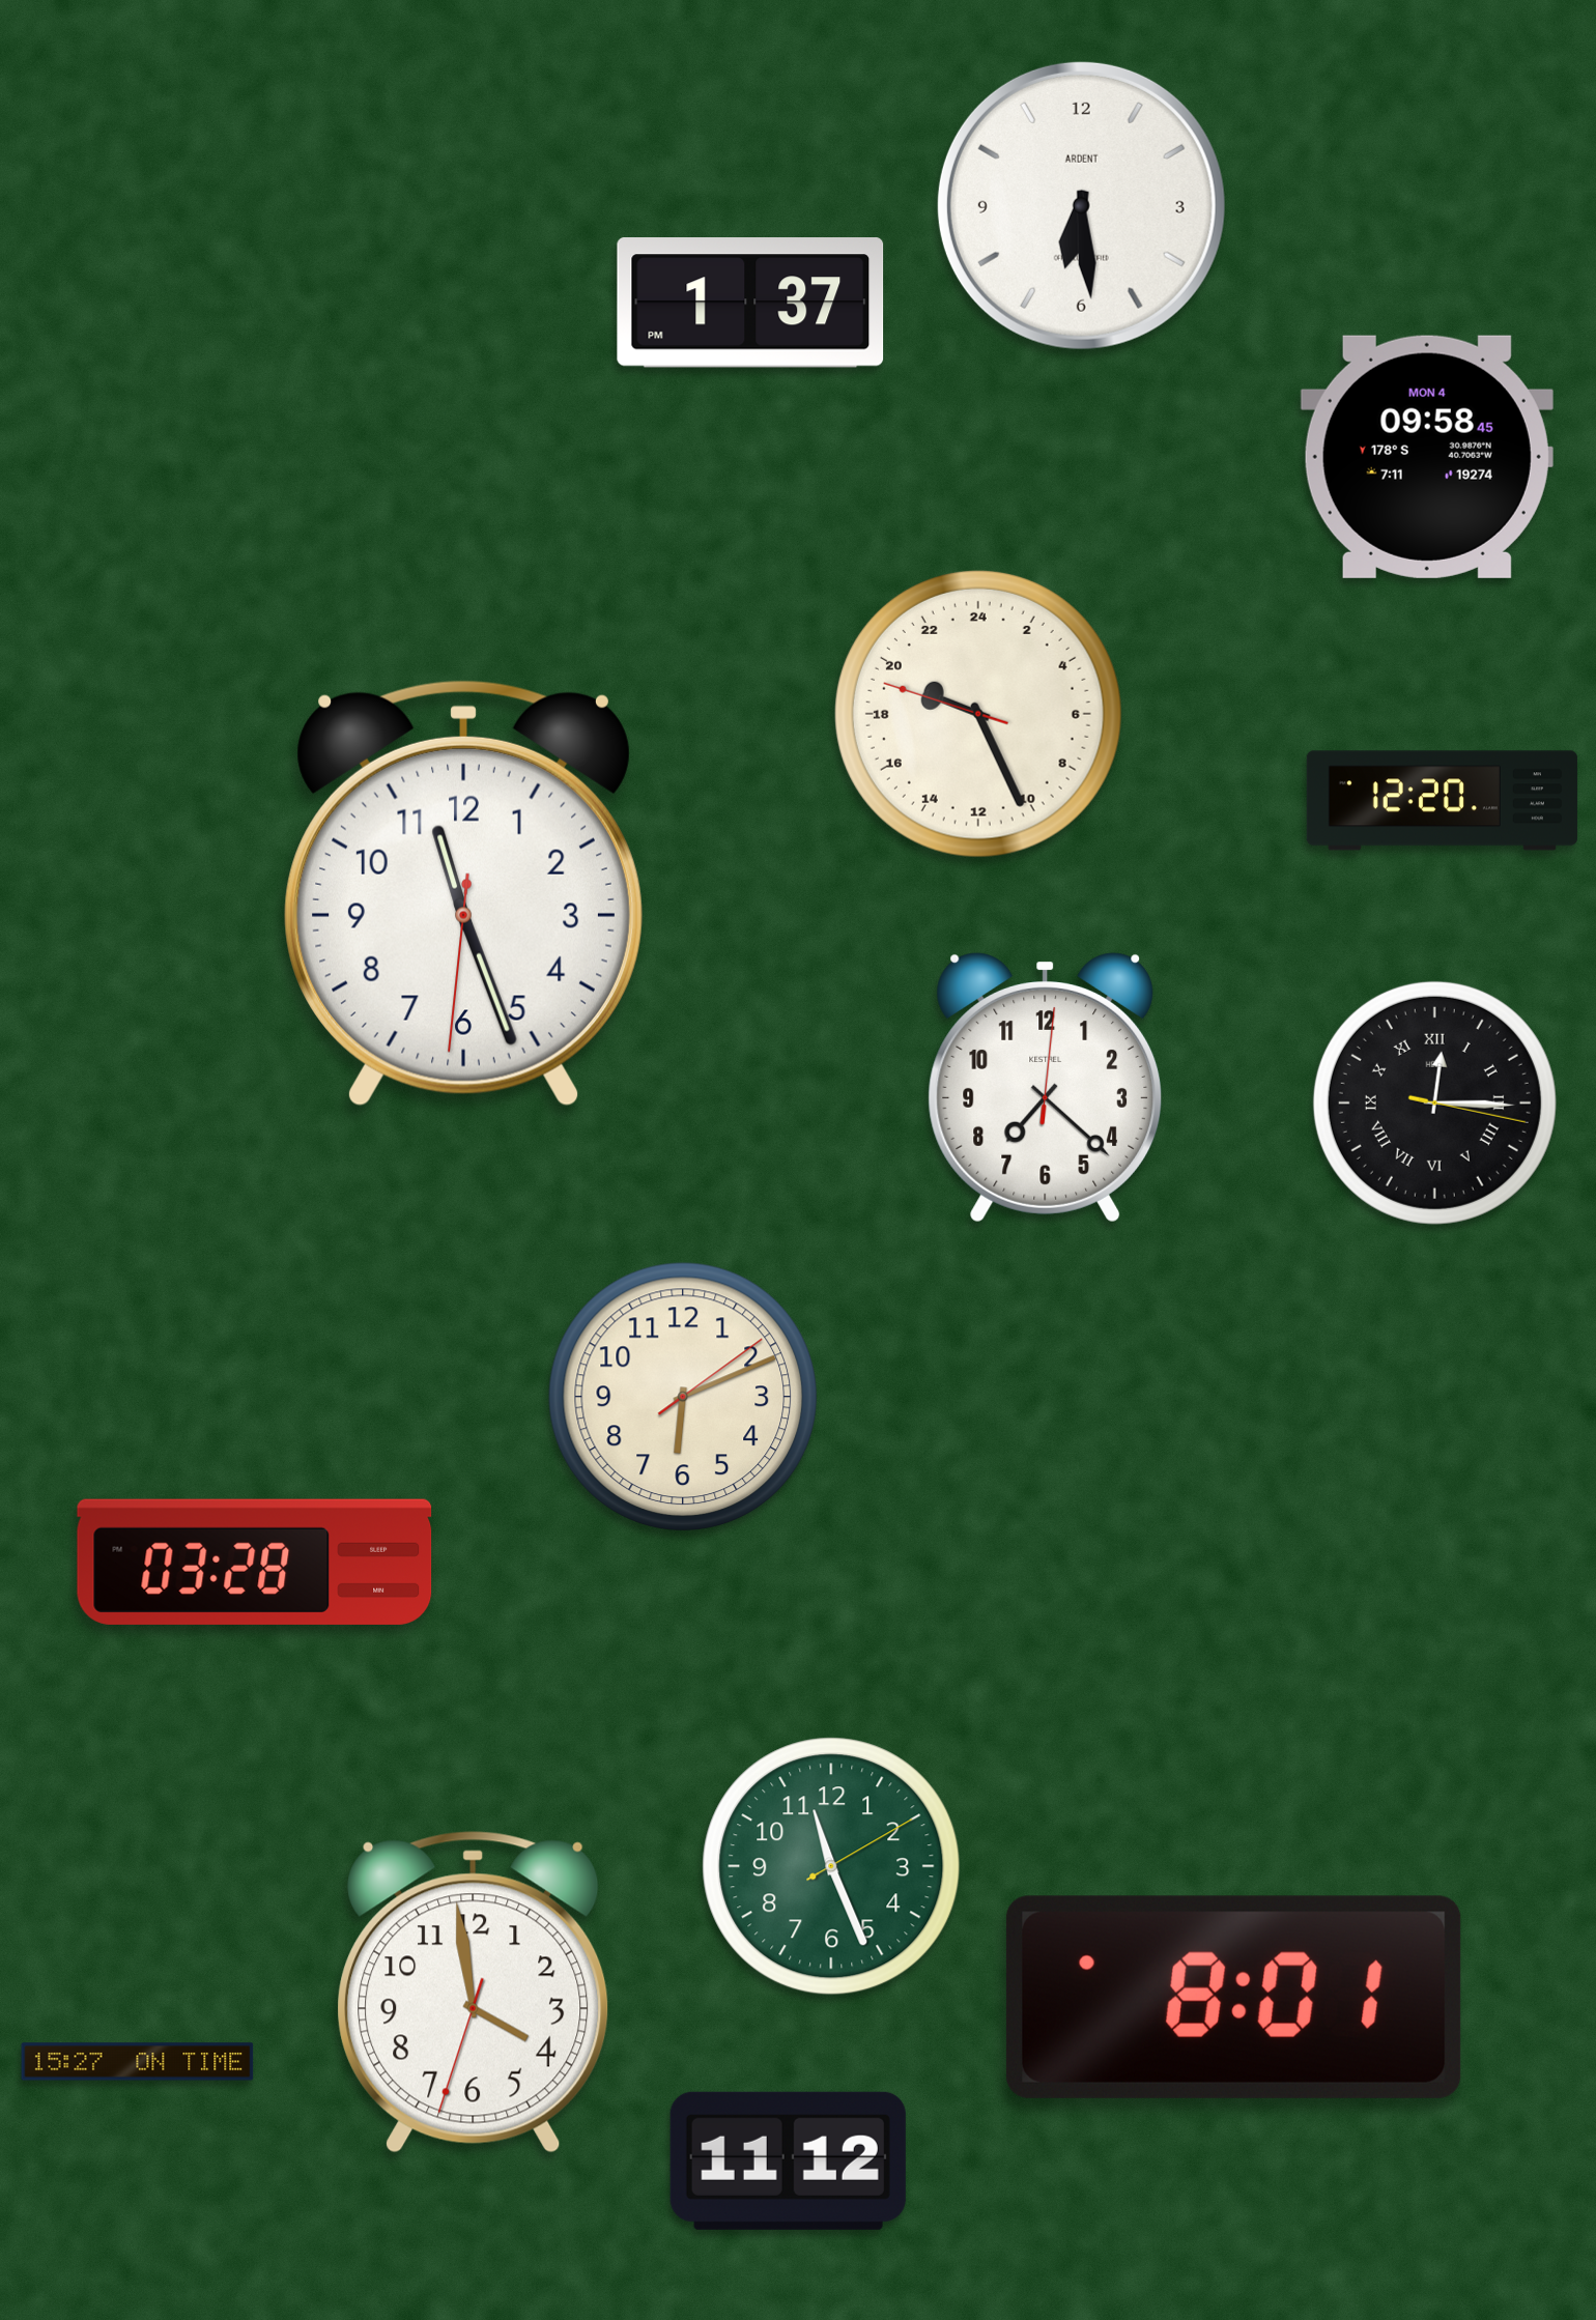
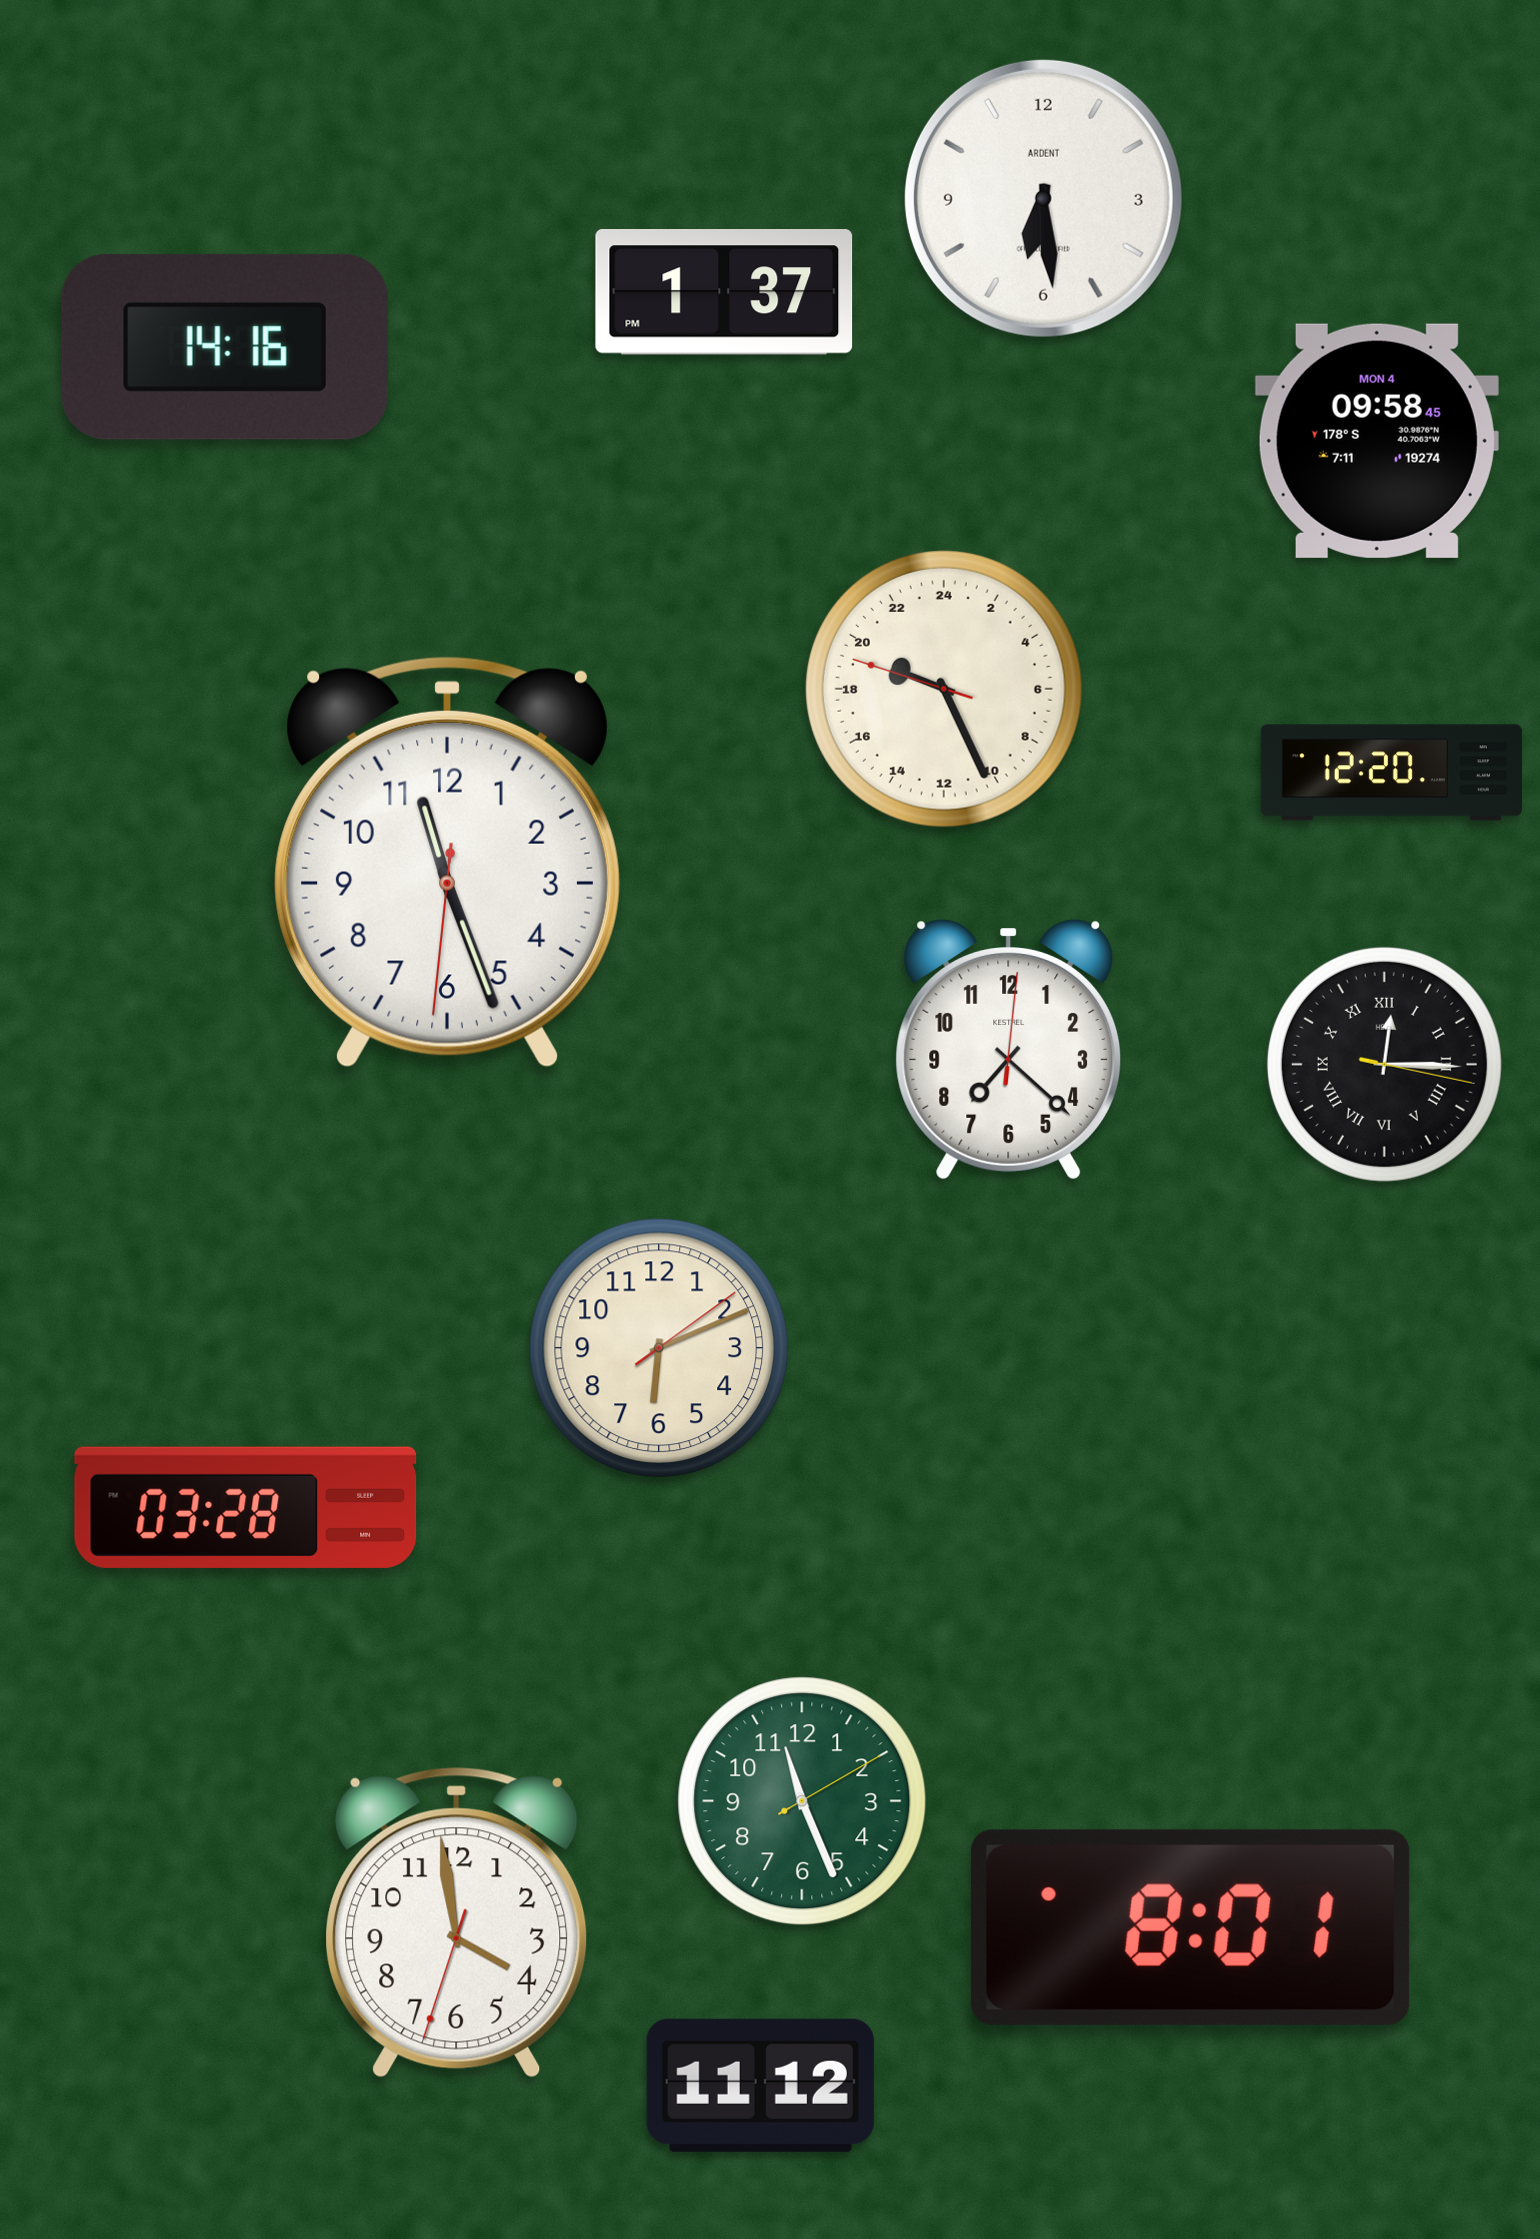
clock at (225, 347): none -> 14:16
clock at (138, 2062): 15:27 -> none
